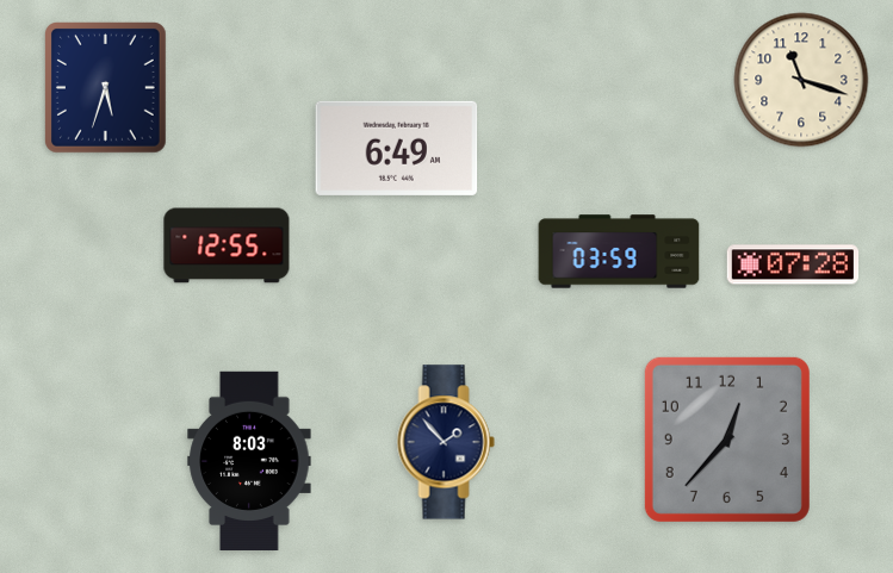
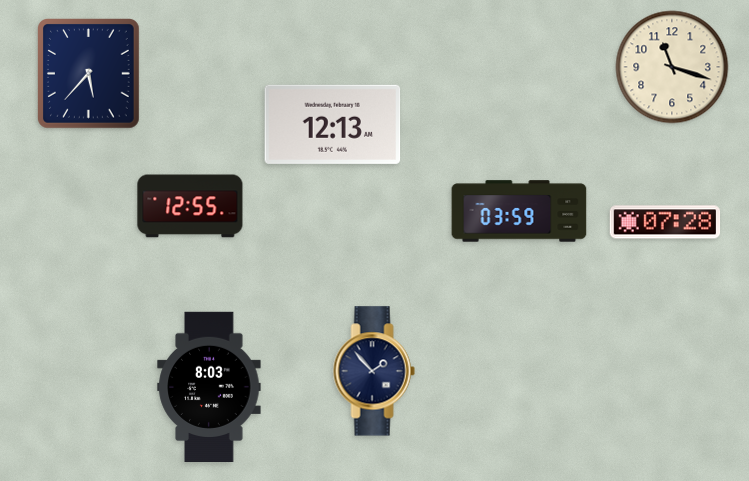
clock at (106, 88): 5:33 -> 5:37
clock at (397, 148): 6:49 -> 12:13
clock at (727, 440): 12:37 -> none
